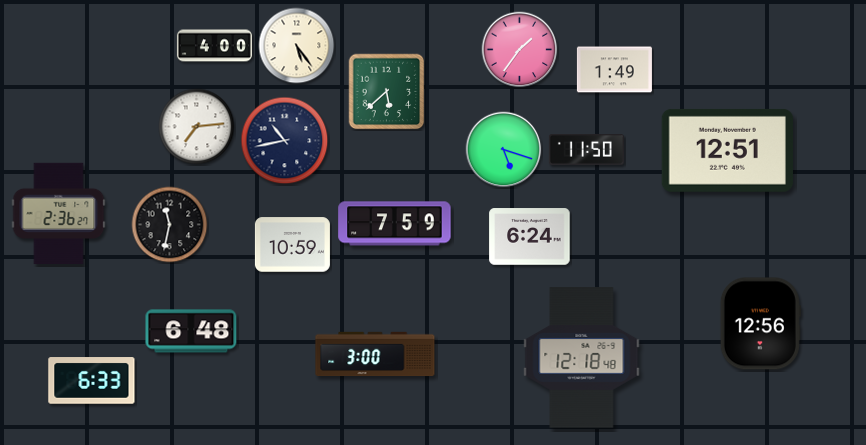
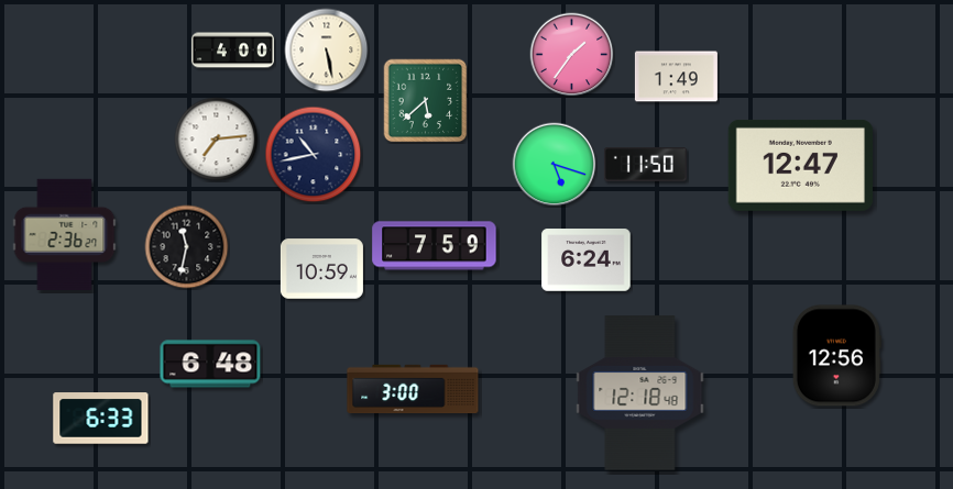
clock at (214, 46) position: (214, 46) -> (232, 51)
clock at (297, 46): 5:24 -> 5:28
clock at (727, 150): 12:51 -> 12:47
clock at (530, 237) position: (530, 237) -> (587, 260)
